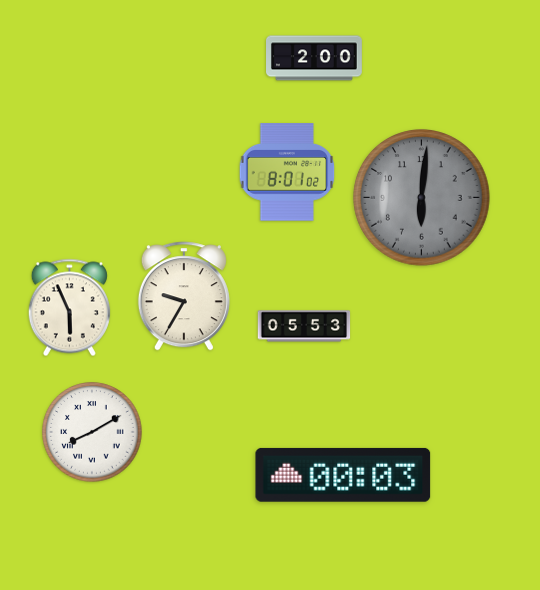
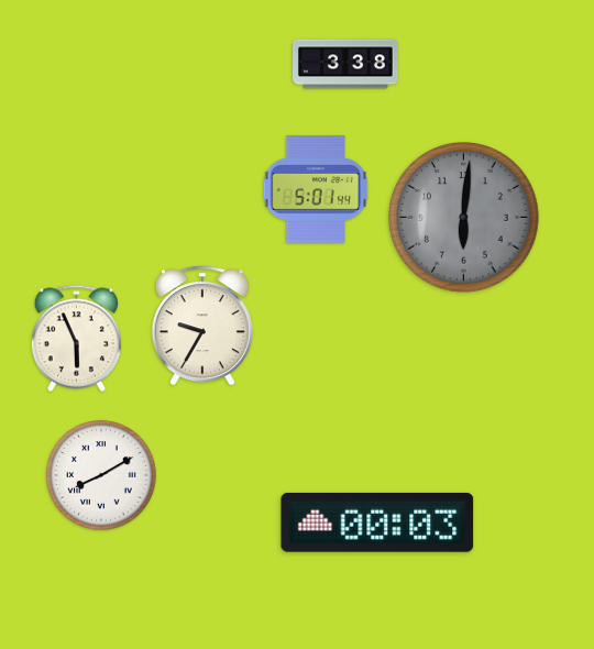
clock at (315, 58): 2:00 -> 3:38
clock at (287, 172): 8:01 -> 5:01
clock at (304, 326): 05:53 -> none
